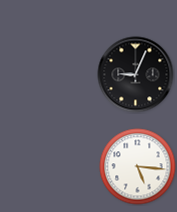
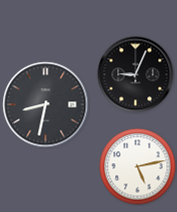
clock at (46, 105): none -> 8:32
clock at (138, 167): 5:16 -> 5:13
